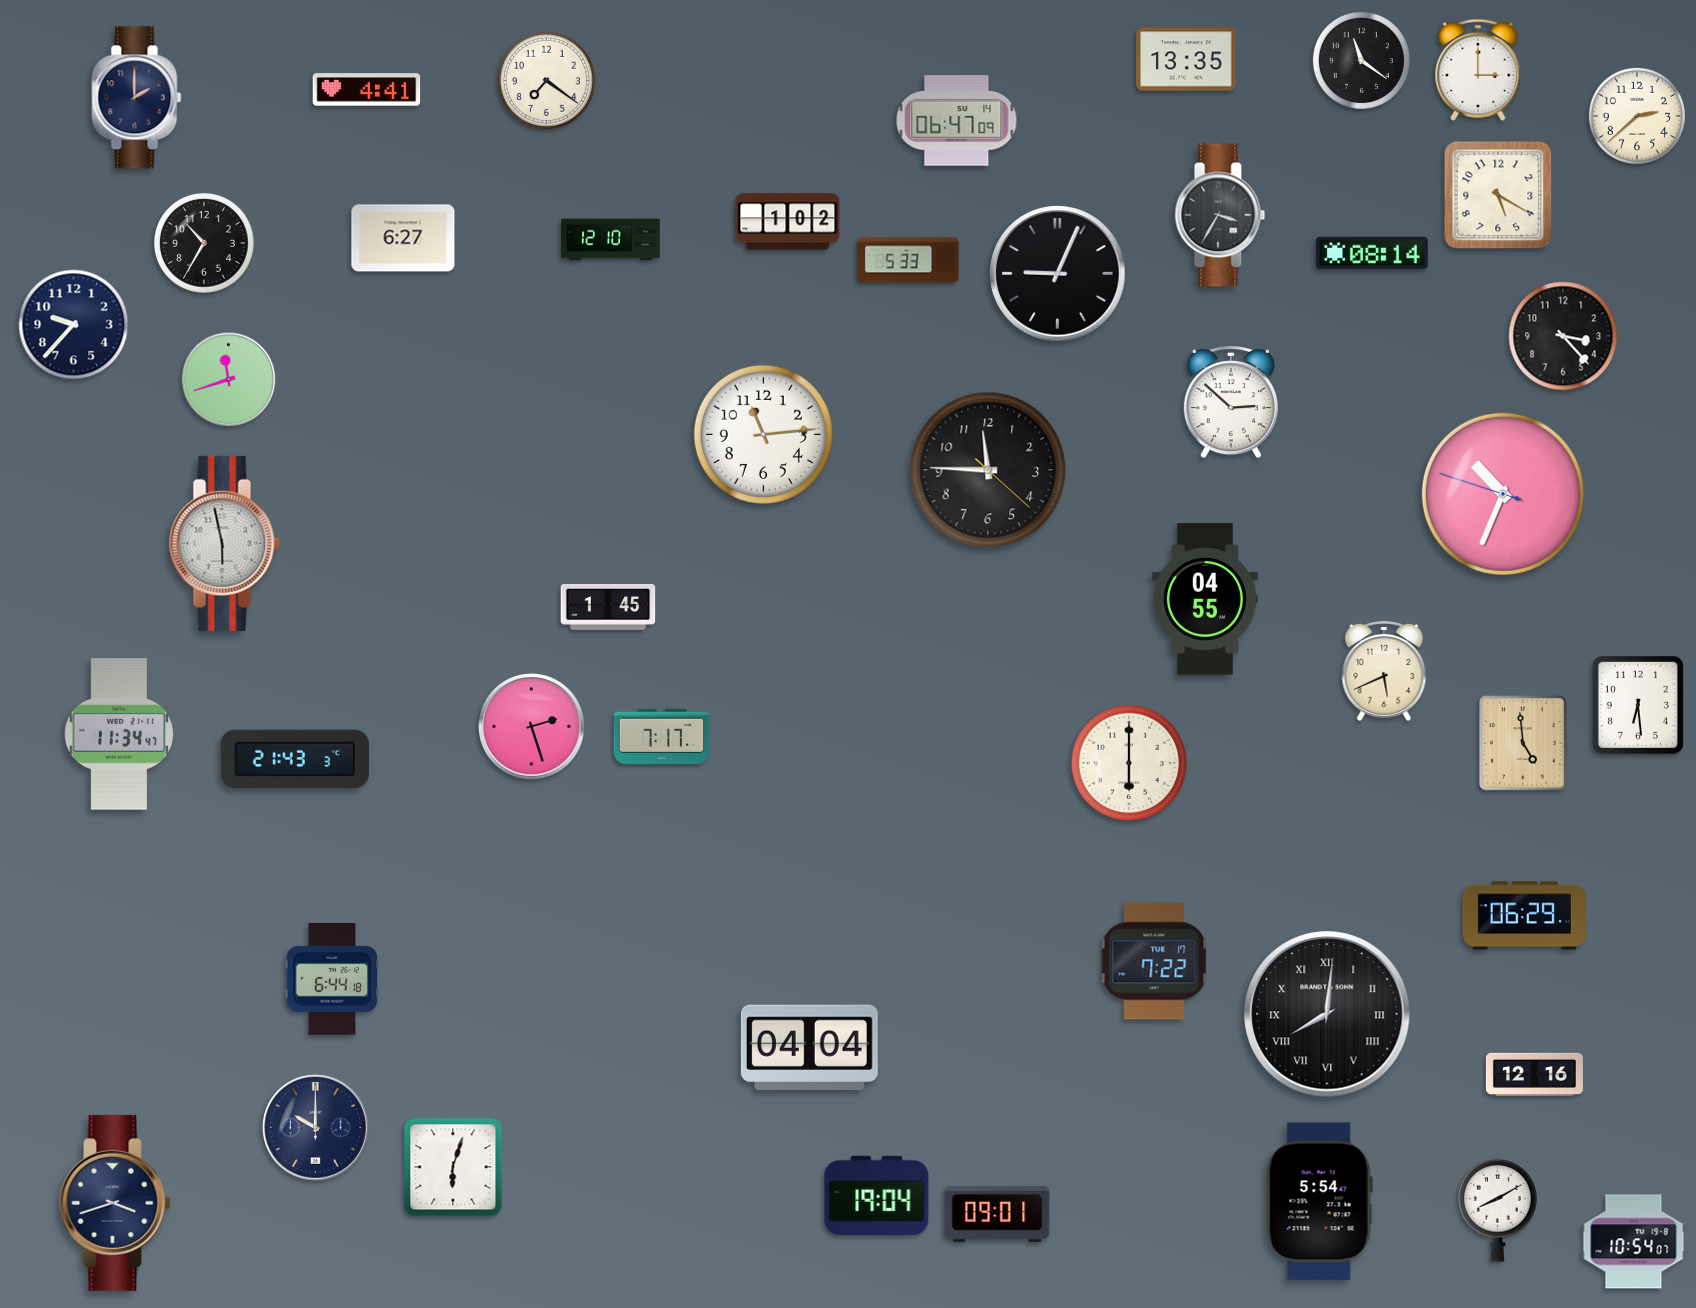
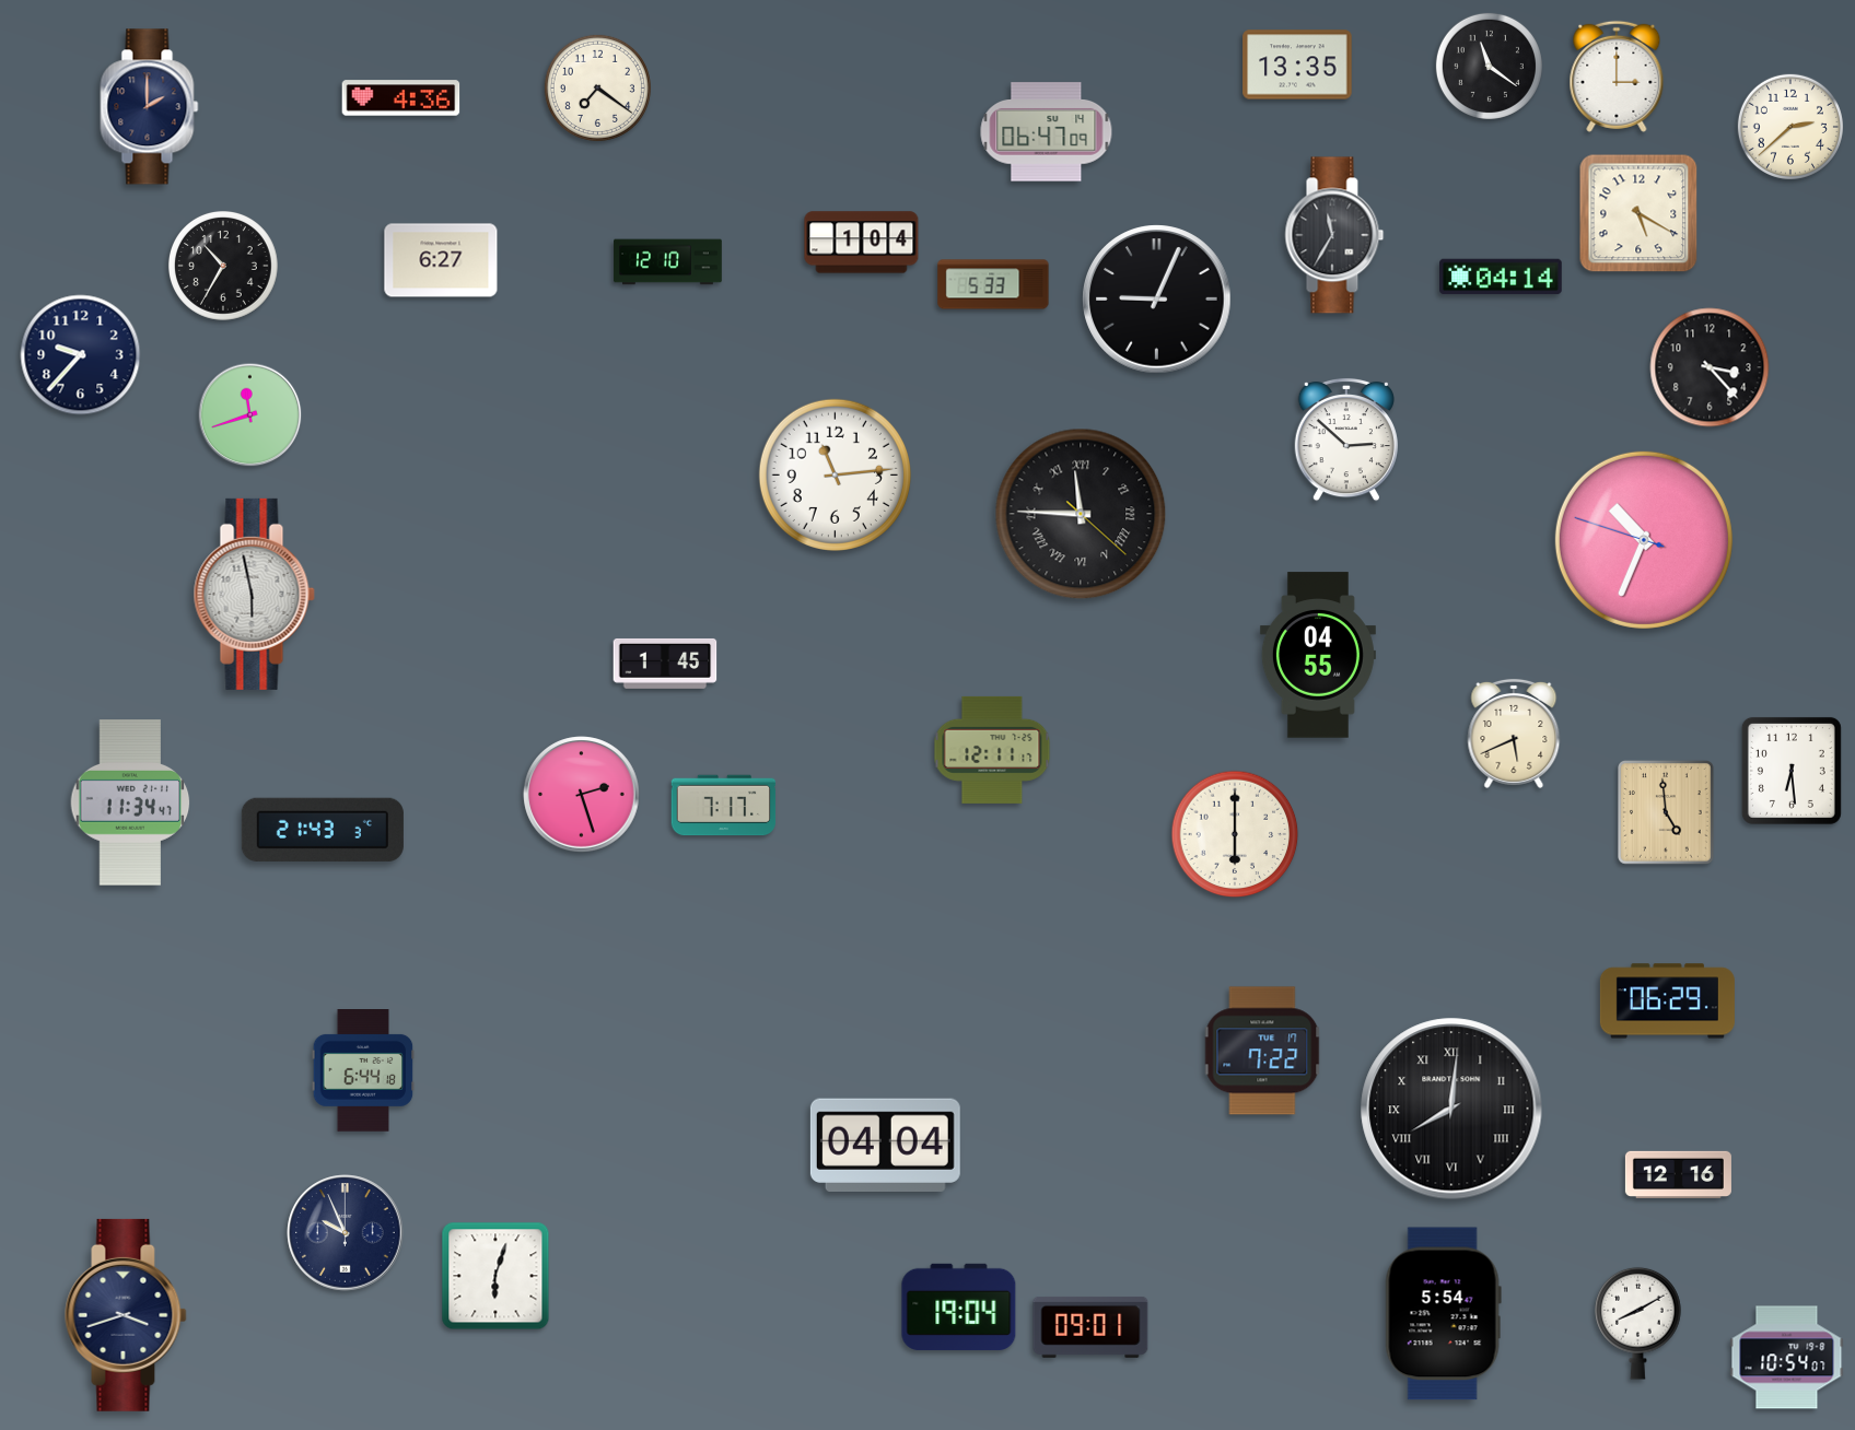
clock at (367, 90): 4:41 -> 4:36
clock at (1220, 215): 3:35 -> 11:35
clock at (788, 222): 1:02 -> 1:04
clock at (1373, 253): 08:14 -> 04:14
clock at (988, 470) numerals: Arabic -> Roman
clock at (224, 543) position: (224, 543) -> (254, 594)
clock at (992, 750): none -> 12:11
clock at (316, 1128): 10:00 -> 9:56
